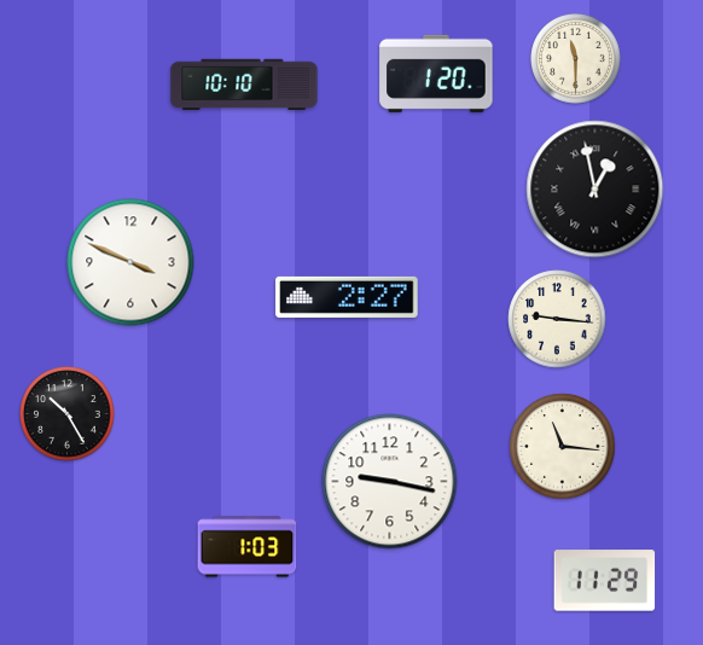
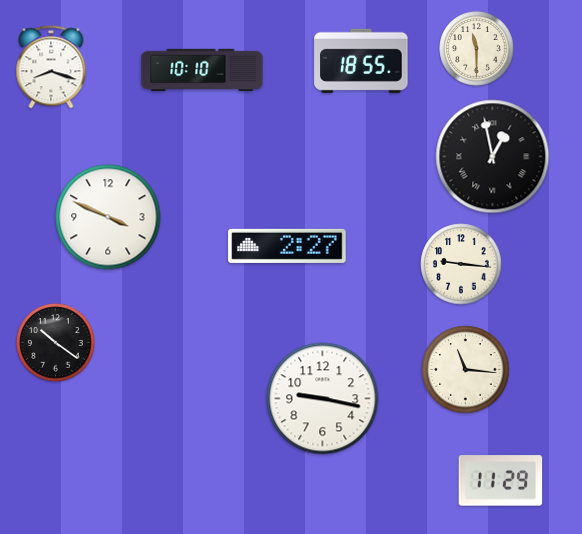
clock at (436, 74): 1:20 -> 18:55
clock at (51, 67): none -> 8:18
clock at (68, 414): 10:25 -> 10:21
clock at (248, 547): 1:03 -> none
